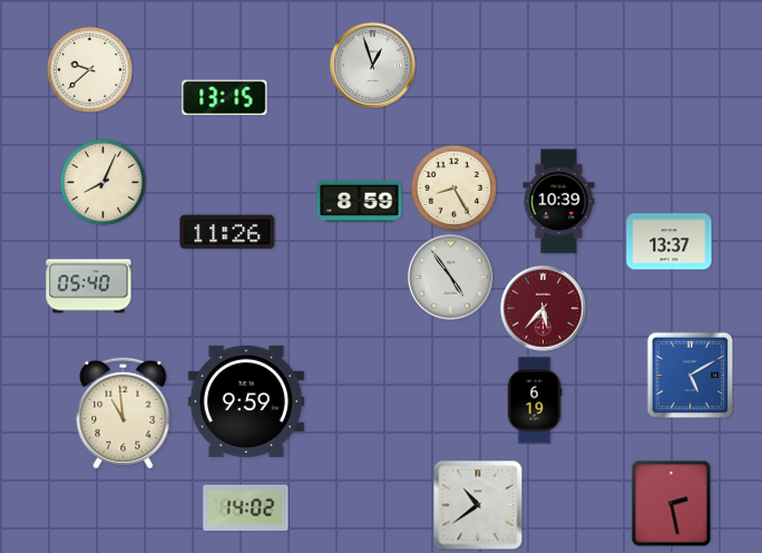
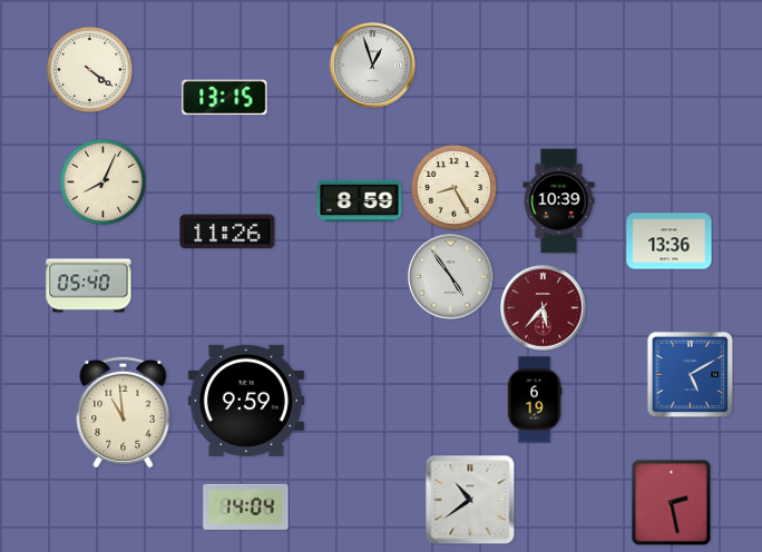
clock at (89, 69): 9:38 -> 4:21
clock at (670, 242): 13:37 -> 13:36
clock at (478, 505) position: (478, 505) -> (470, 500)
clock at (246, 507): 14:02 -> 14:04
